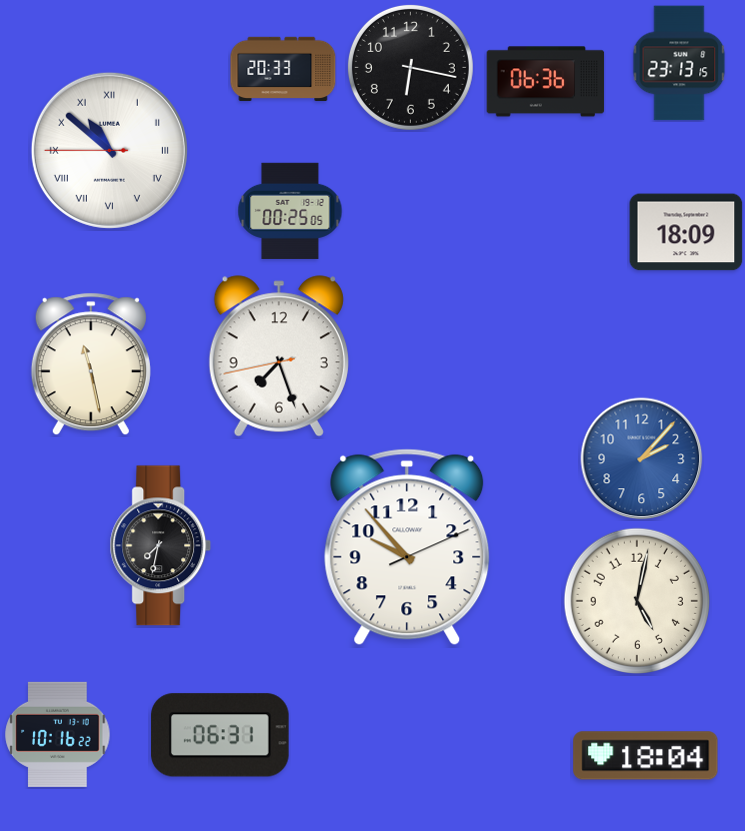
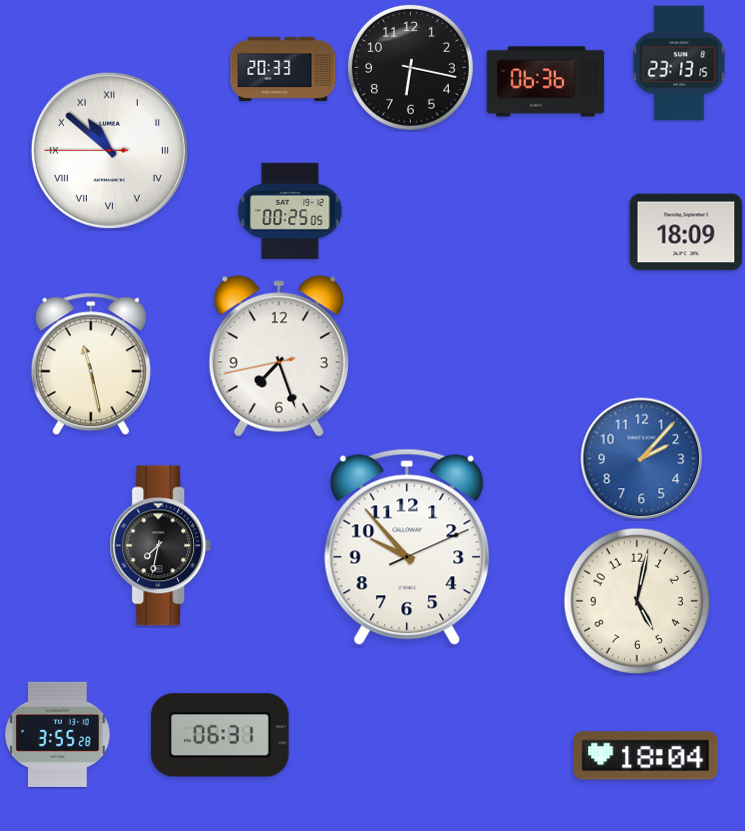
clock at (58, 734): 10:16 -> 3:55
